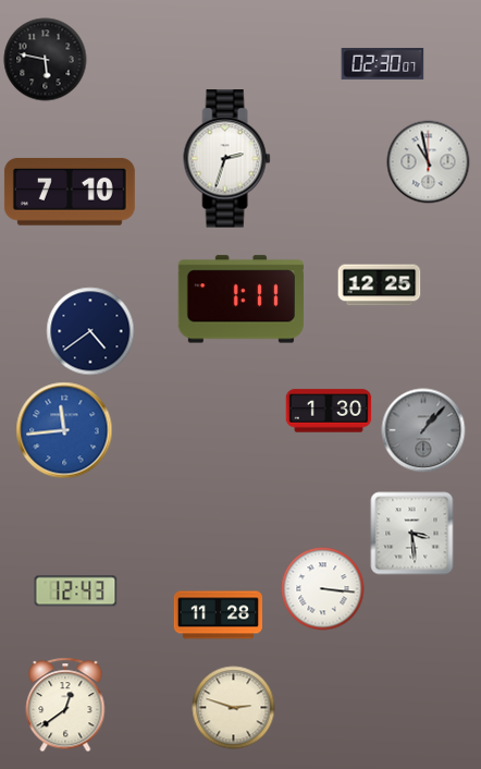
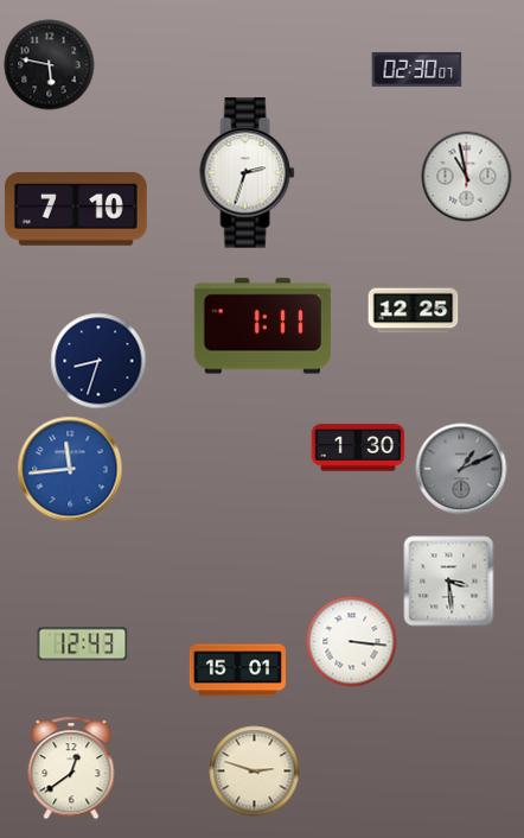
clock at (90, 331): 4:39 -> 8:33
clock at (423, 430): 1:07 -> 1:11
clock at (218, 615): 11:28 -> 15:01
